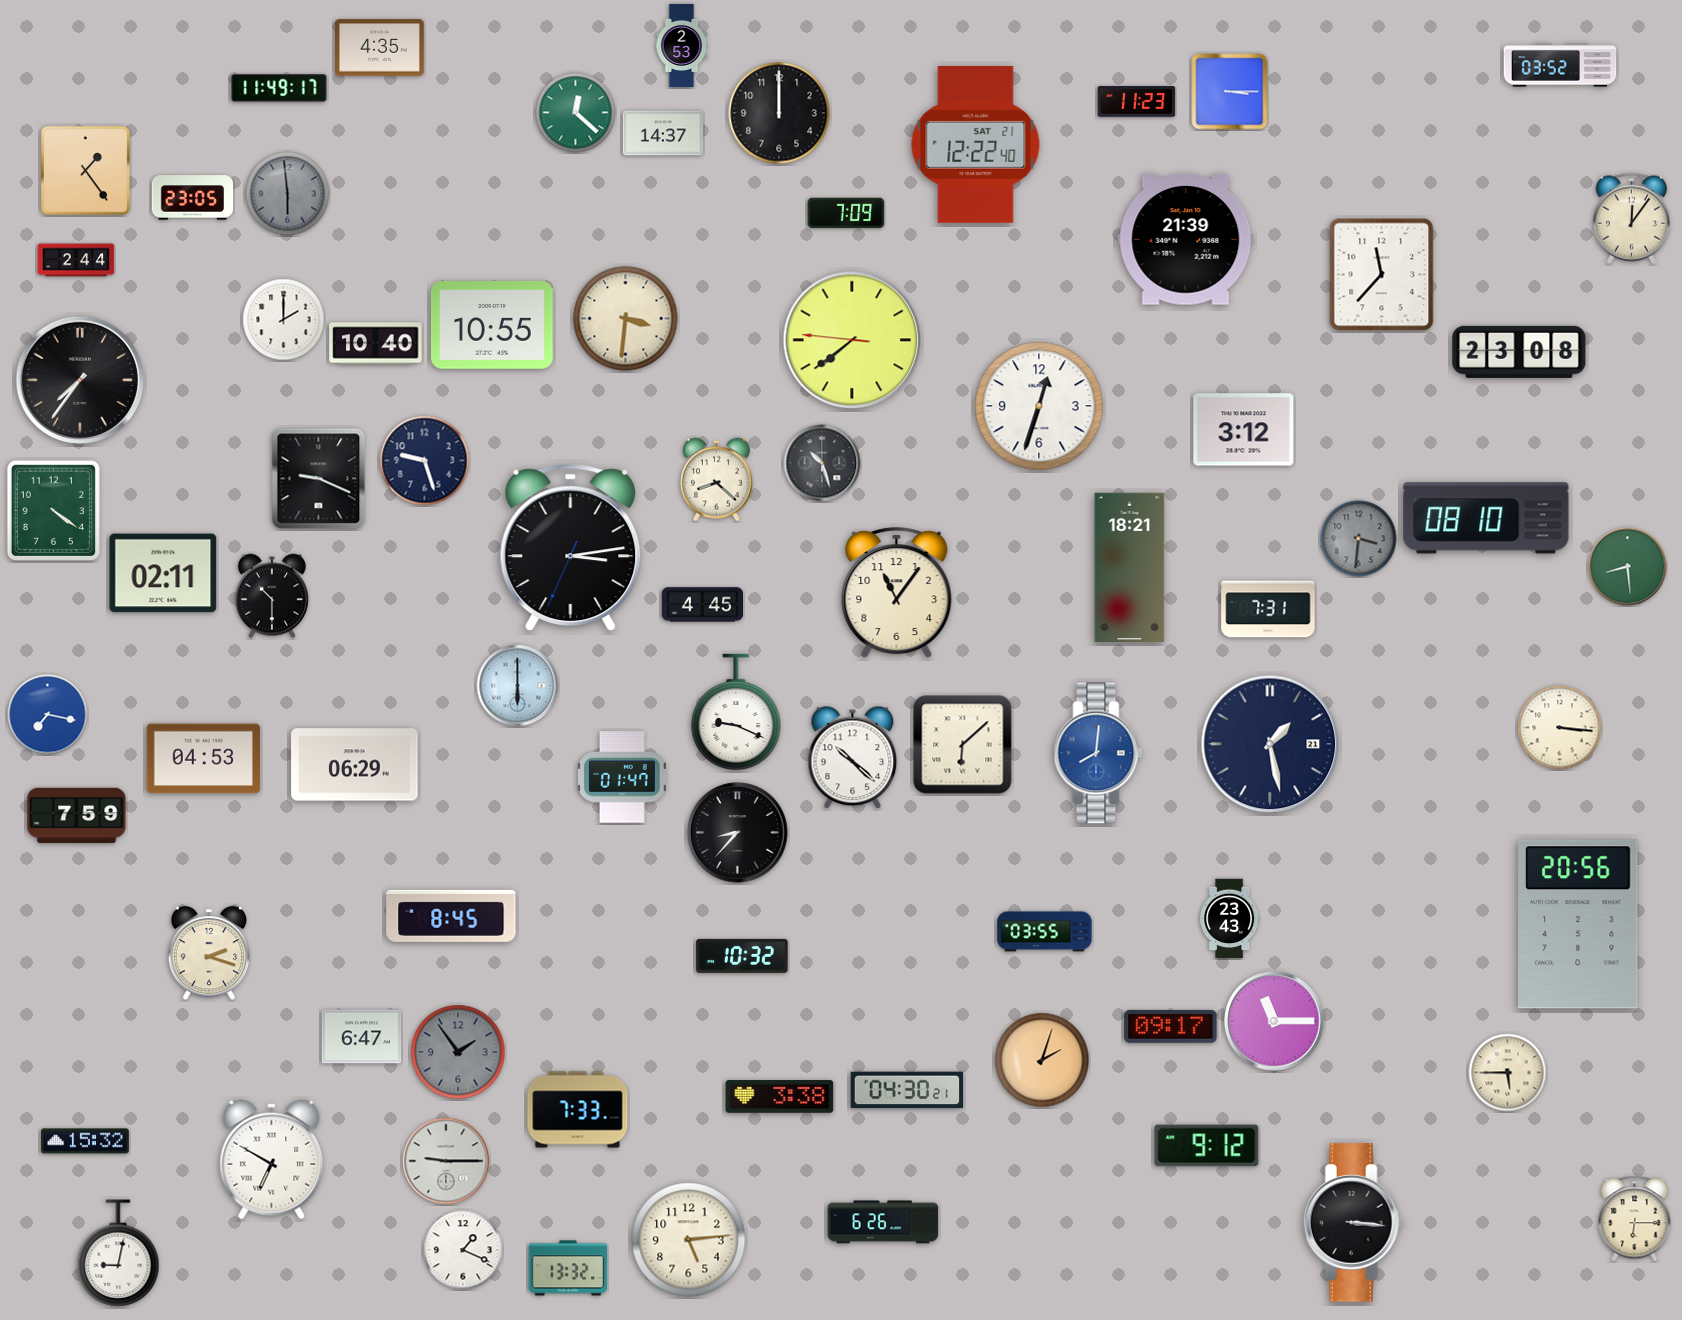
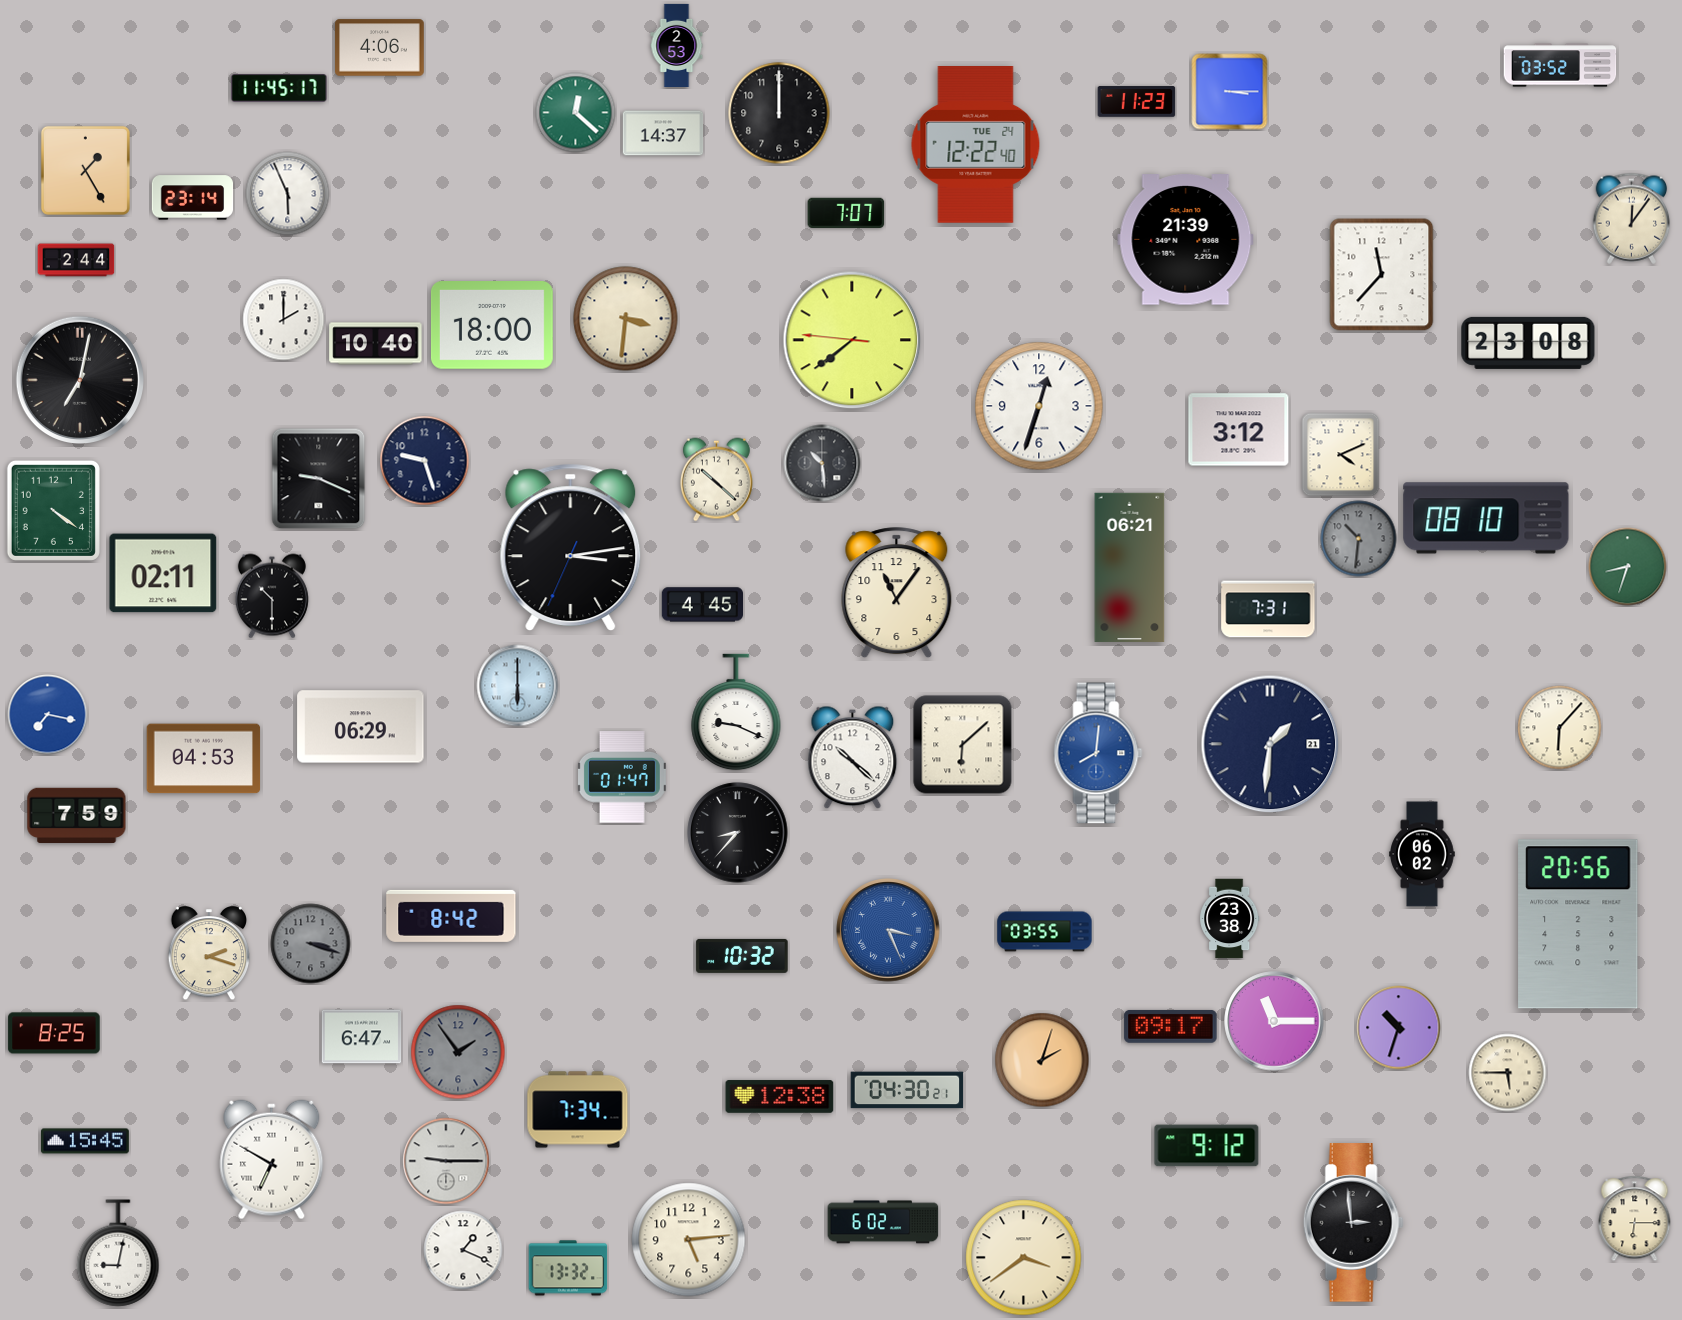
clock at (682, 45) position: (682, 45) -> (677, 45)
clock at (380, 48): 4:35 -> 4:06
clock at (279, 88): 11:49 -> 11:45
clock at (976, 145) date: SAT 21 -> TUE 24
clock at (85, 170): 1:24 -> 1:25
clock at (288, 194): 5:59 -> 5:56
clock at (288, 194) dial: grey -> white
clock at (193, 198): 23:05 -> 23:14
clock at (846, 213): 7:09 -> 7:07
clock at (492, 326): 10:55 -> 18:00
clock at (1519, 352) position: (1519, 352) -> (1528, 343)
clock at (79, 379): 7:36 -> 7:02
clock at (1244, 430) position: (1244, 430) -> (1239, 430)
clock at (1341, 455): none -> 4:11
clock at (822, 463): 10:27 -> 10:29
clock at (716, 480): 8:22 -> 10:22
clock at (1359, 539): 3:31 -> 10:31
clock at (1130, 567): 18:21 -> 06:21
clock at (1628, 567): 8:29 -> 8:33
clock at (1560, 728): 3:16 -> 6:07
clock at (1270, 744): 1:28 -> 1:31
clock at (355, 765) position: (355, 765) -> (361, 727)
clock at (1422, 854): none -> 06:02
clock at (451, 916): 8:45 -> 8:42
clock at (1230, 919): 23:43 -> 23:38
clock at (888, 930): none -> 3:26
clock at (311, 944): none -> 3:18
clock at (1399, 1028): none -> 10:33
clock at (54, 1033): none -> 8:25
clock at (780, 1097): 3:38 -> 12:38
clock at (578, 1110): 7:33 -> 7:34
clock at (86, 1141): 15:32 -> 15:45
clock at (883, 1222): 6:26 -> 6:02
clock at (1353, 1223): 3:16 -> 2:59
clock at (1024, 1258): none -> 3:39
